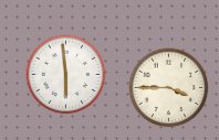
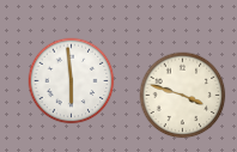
clock at (169, 88): 3:45 -> 3:48
